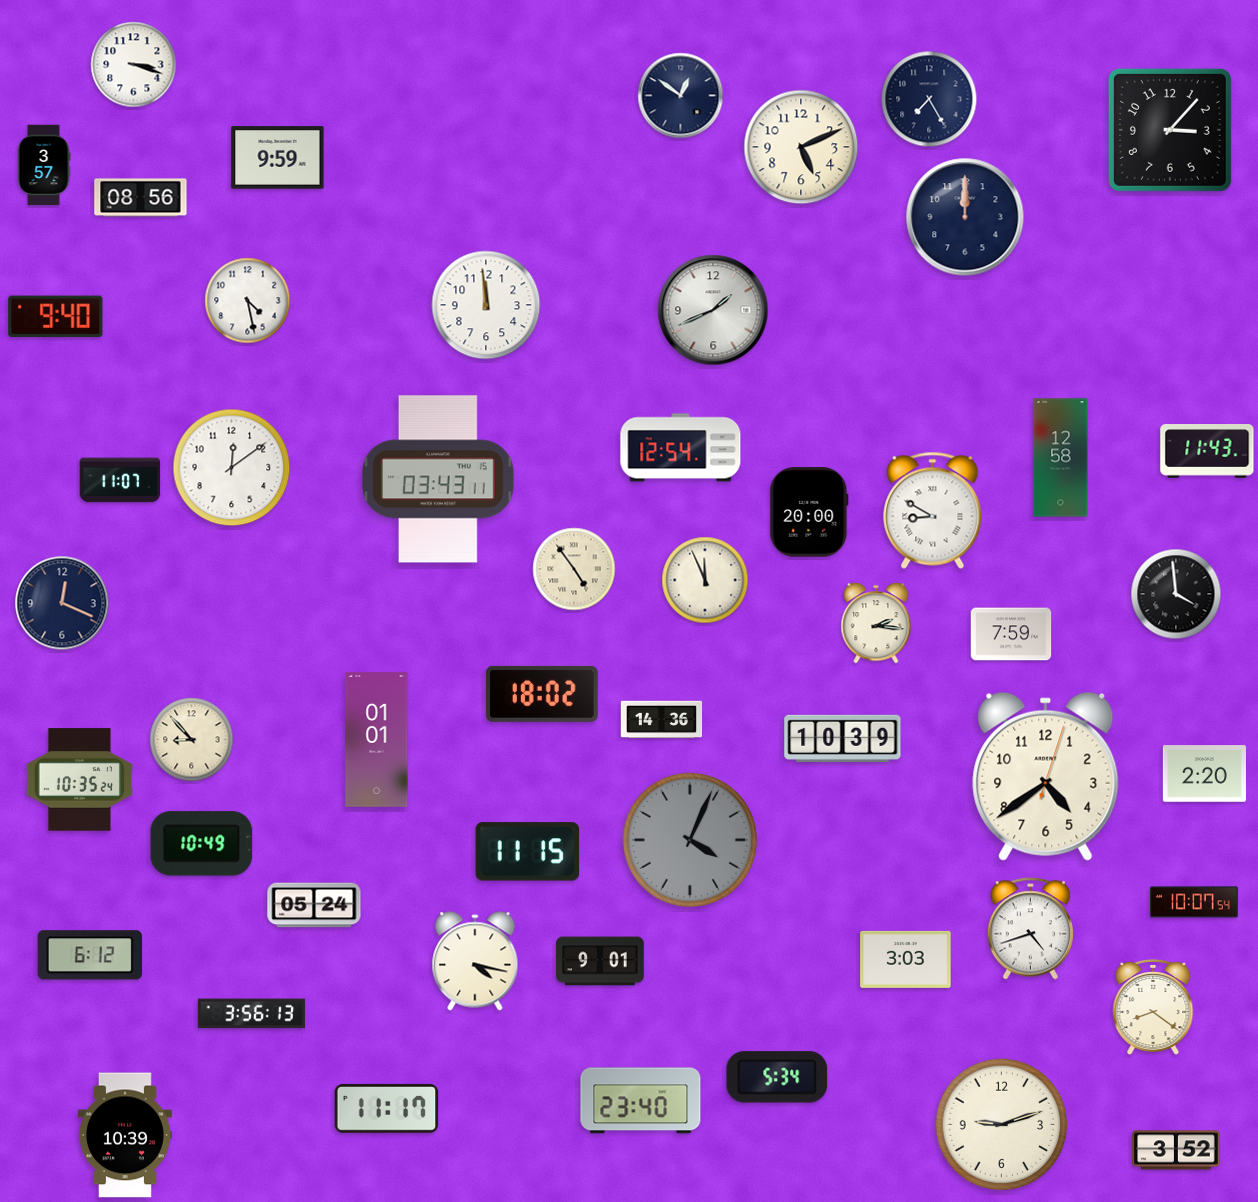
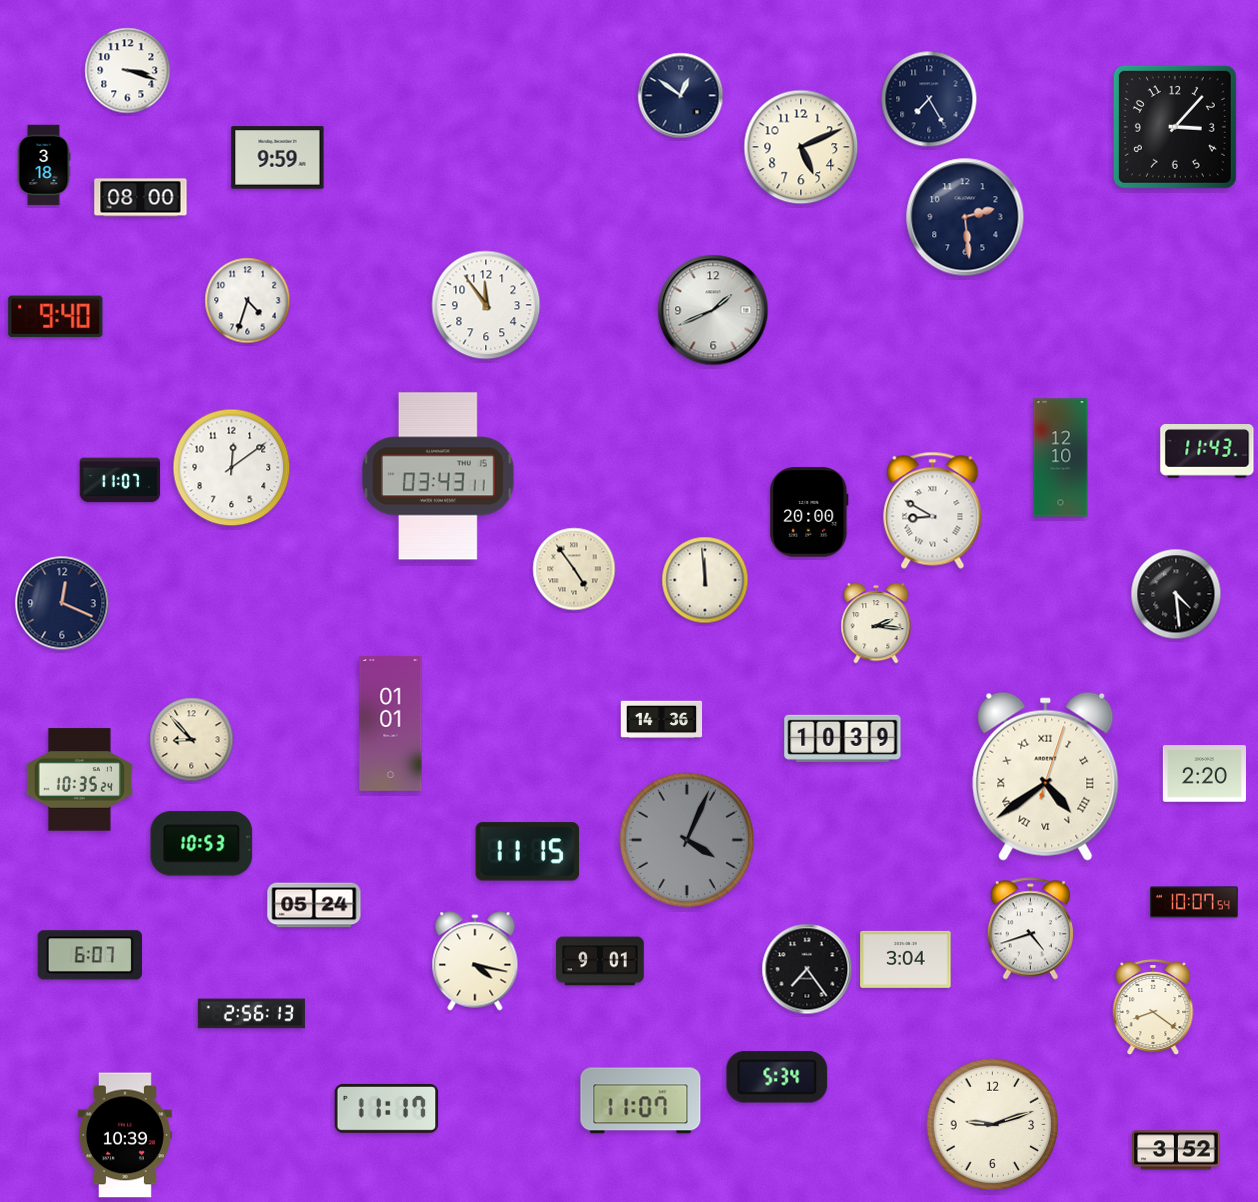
clock at (134, 65) position: (134, 65) -> (128, 71)
clock at (1170, 130) position: (1170, 130) -> (1175, 127)
clock at (44, 165): 3:57 -> 3:18
clock at (141, 198): 08:56 -> 08:00
clock at (965, 217): 12:00 -> 2:29
clock at (248, 301): 4:28 -> 4:33
clock at (486, 305): 11:59 -> 11:54
clock at (681, 448): 12:54 -> none
clock at (1061, 458): 12:58 -> 12:10
clock at (438, 479) position: (438, 479) -> (438, 476)
clock at (705, 580): 11:56 -> 11:59
clock at (1176, 594): 3:59 -> 4:29
clock at (1011, 634): 7:59 -> none
clock at (542, 694): 18:02 -> none
clock at (377, 739) position: (377, 739) -> (391, 723)
clock at (1046, 776) numerals: Arabic -> Roman
clock at (690, 840) position: (690, 840) -> (687, 840)
clock at (202, 844): 10:49 -> 10:53
clock at (89, 955): 6:12 -> 6:07
clock at (906, 959): 3:03 -> 3:04
clock at (807, 969): none -> 7:24
clock at (251, 1014): 3:56 -> 2:56
clock at (641, 1101): 23:40 -> 11:07
clock at (1001, 1124) position: (1001, 1124) -> (992, 1124)
